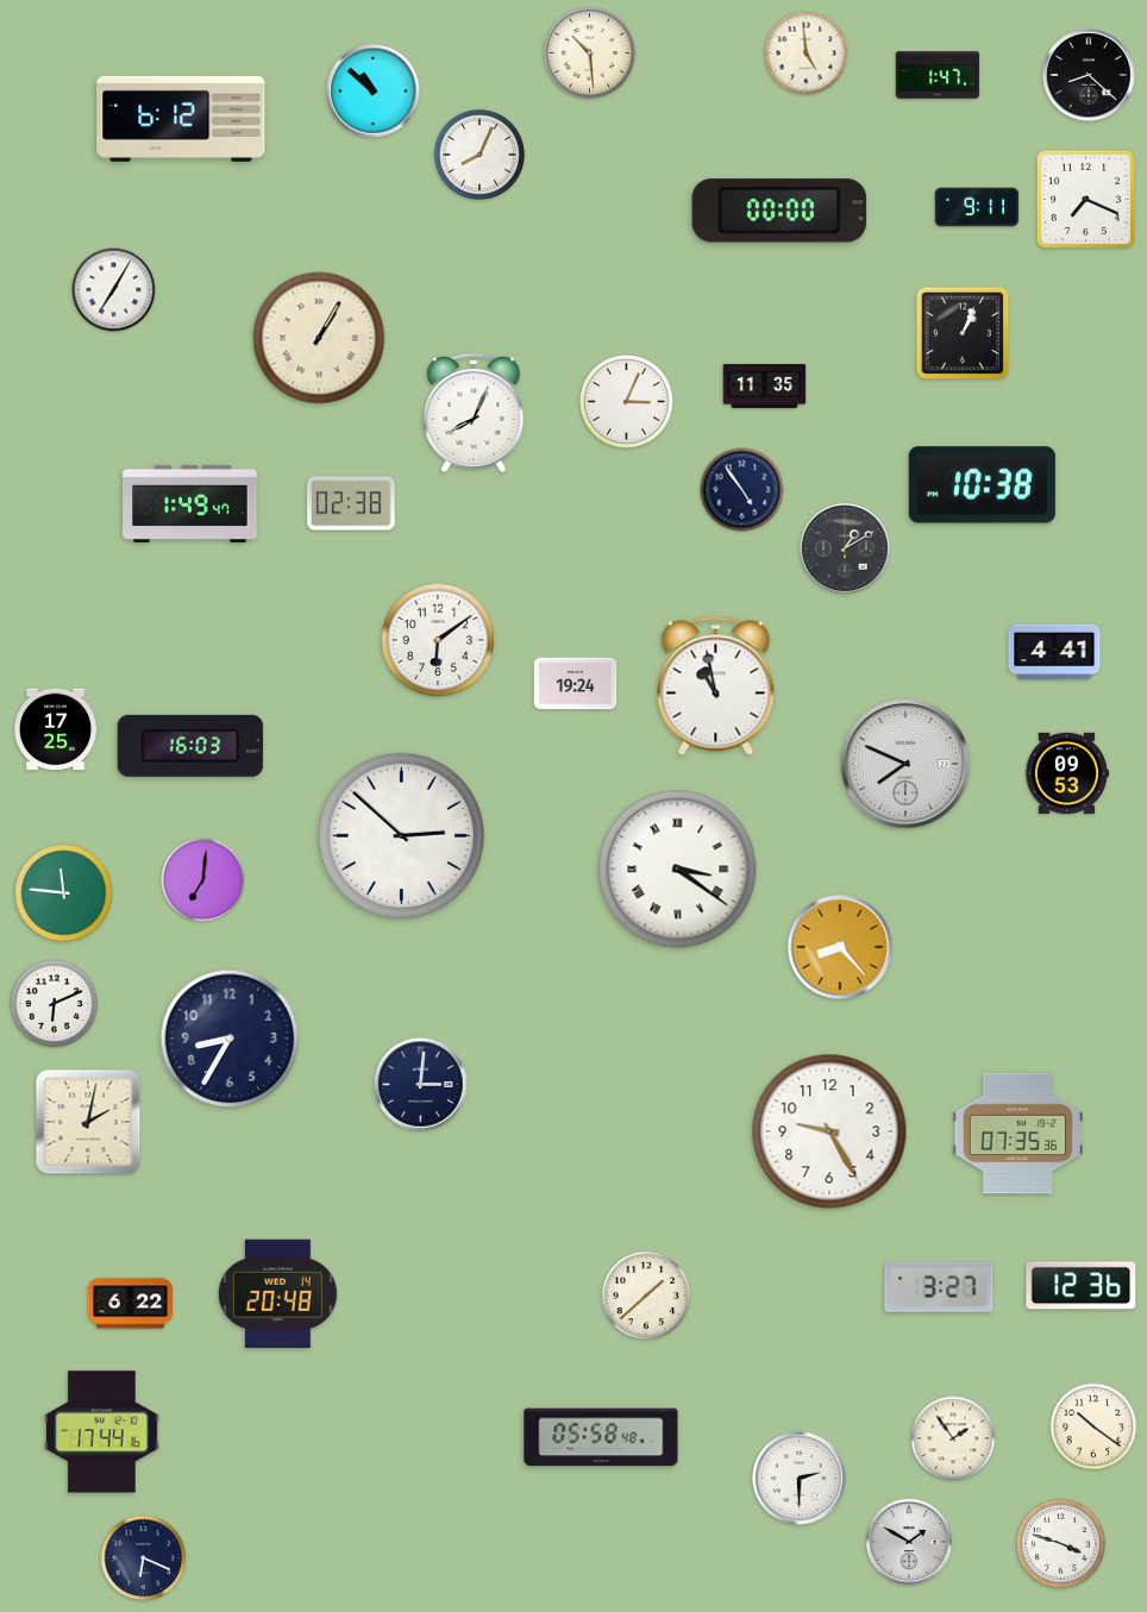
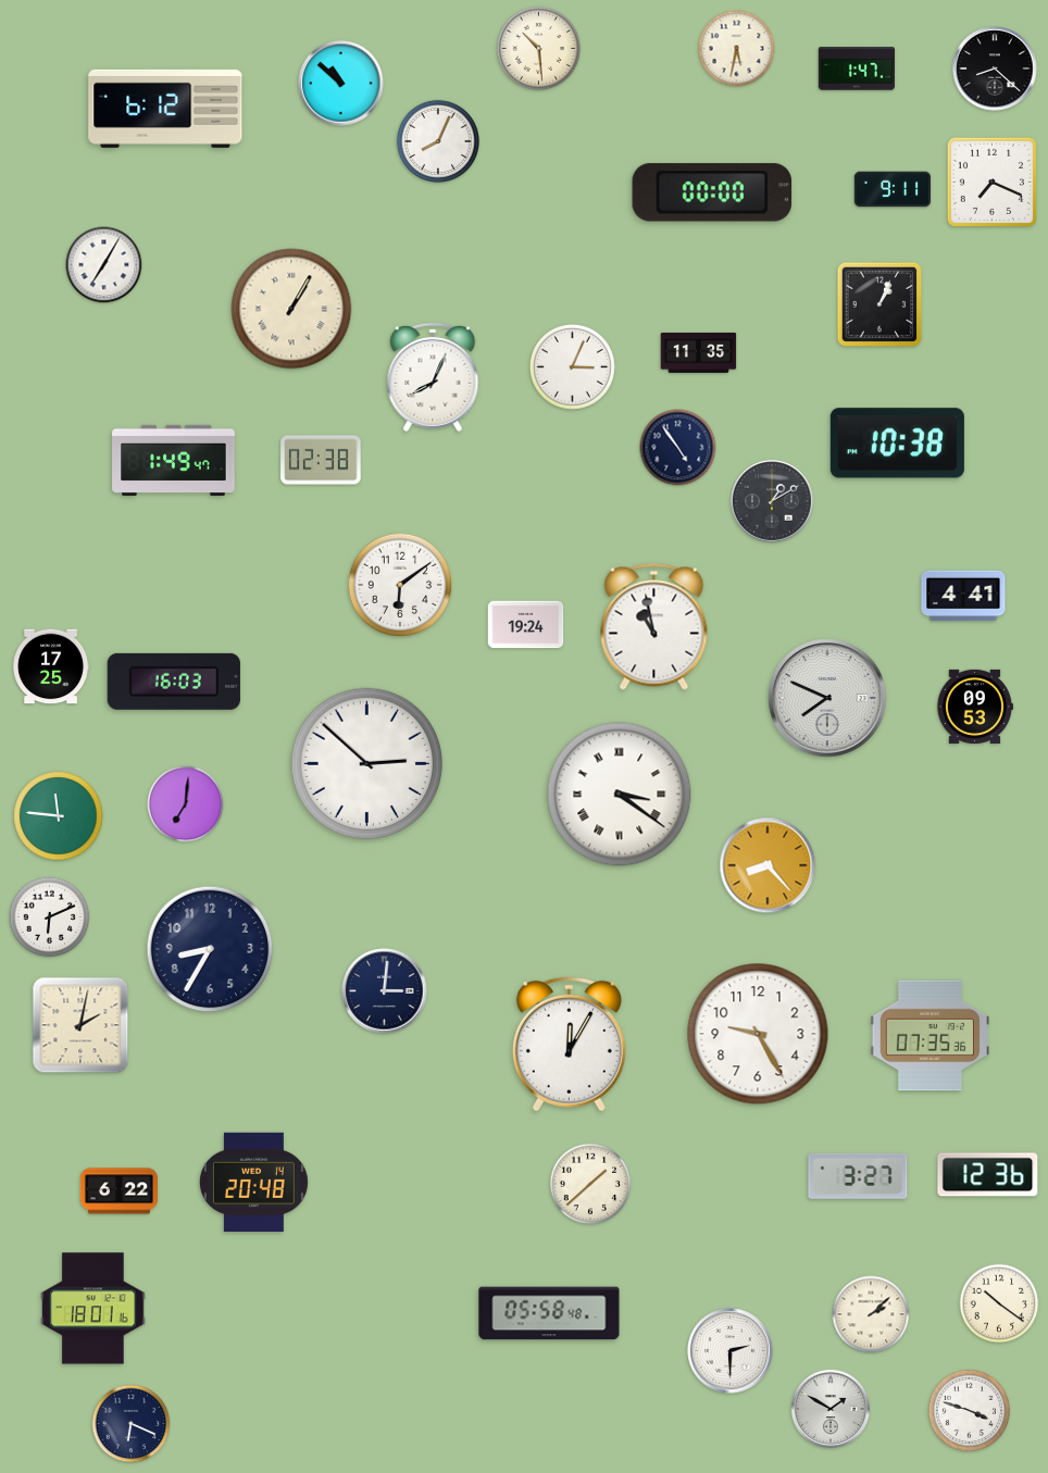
clock at (807, 54): 4:59 -> 5:32
clock at (569, 1044): none -> 12:05
clock at (102, 1432): 17:44 -> 18:01
clock at (953, 1438): 1:54 -> 2:08
